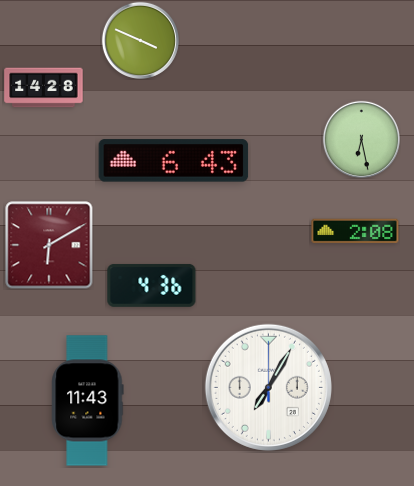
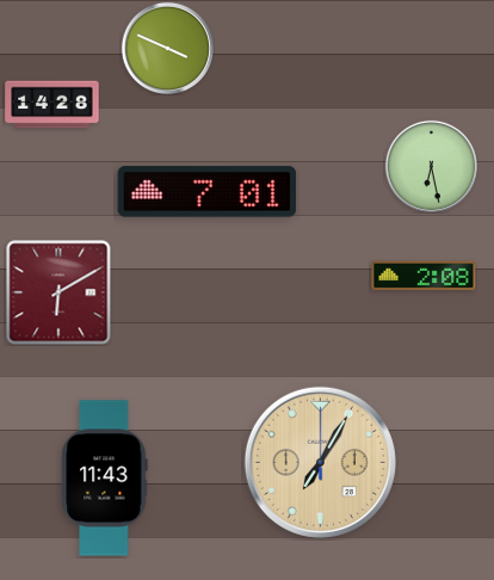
clock at (174, 161): 6:43 -> 7:01
clock at (152, 285): 4:36 -> none
clock at (268, 387) dial: white -> champagne
